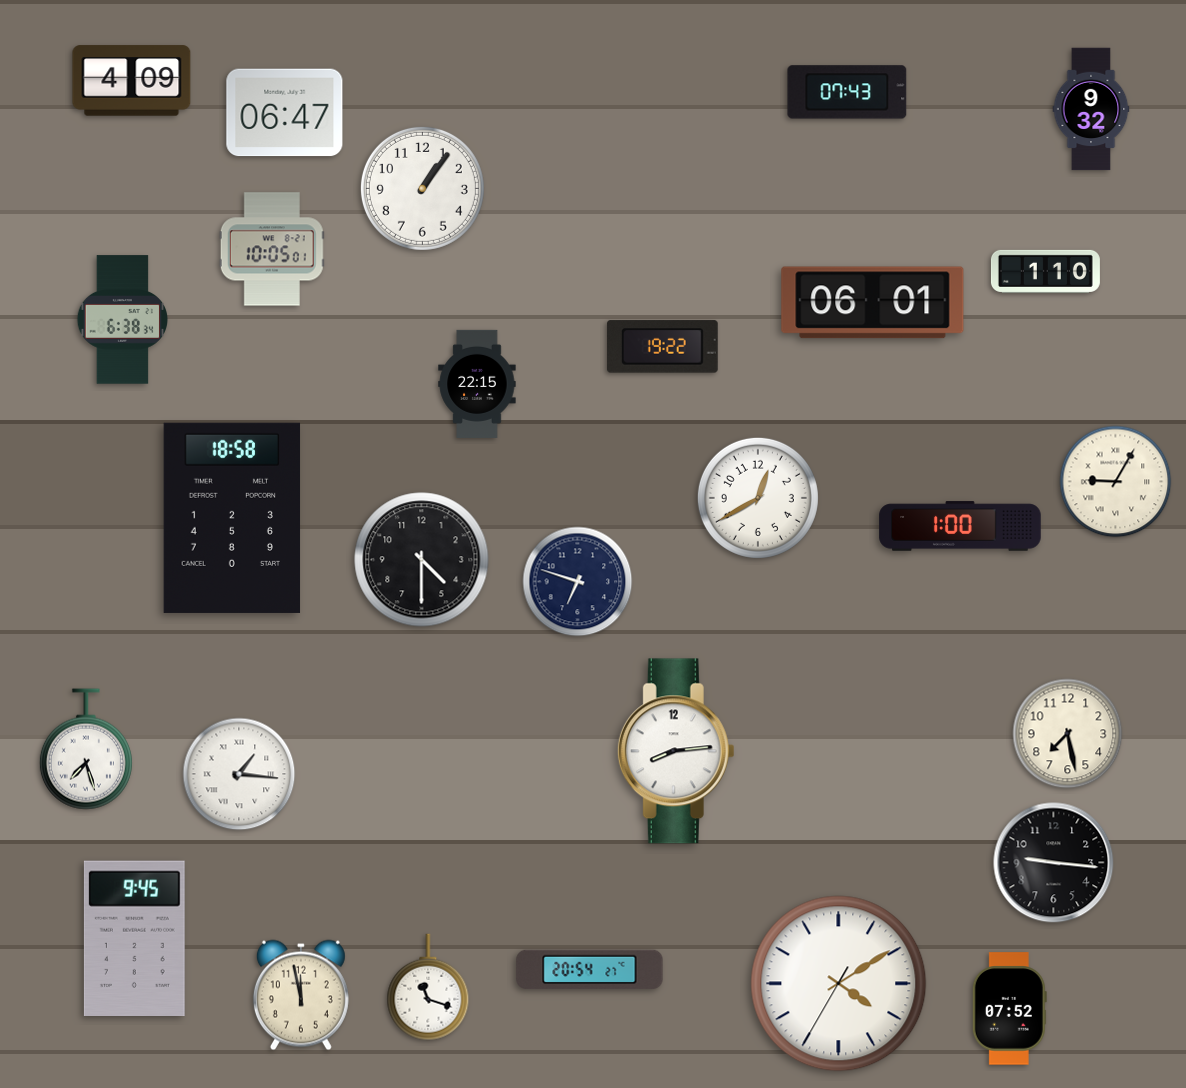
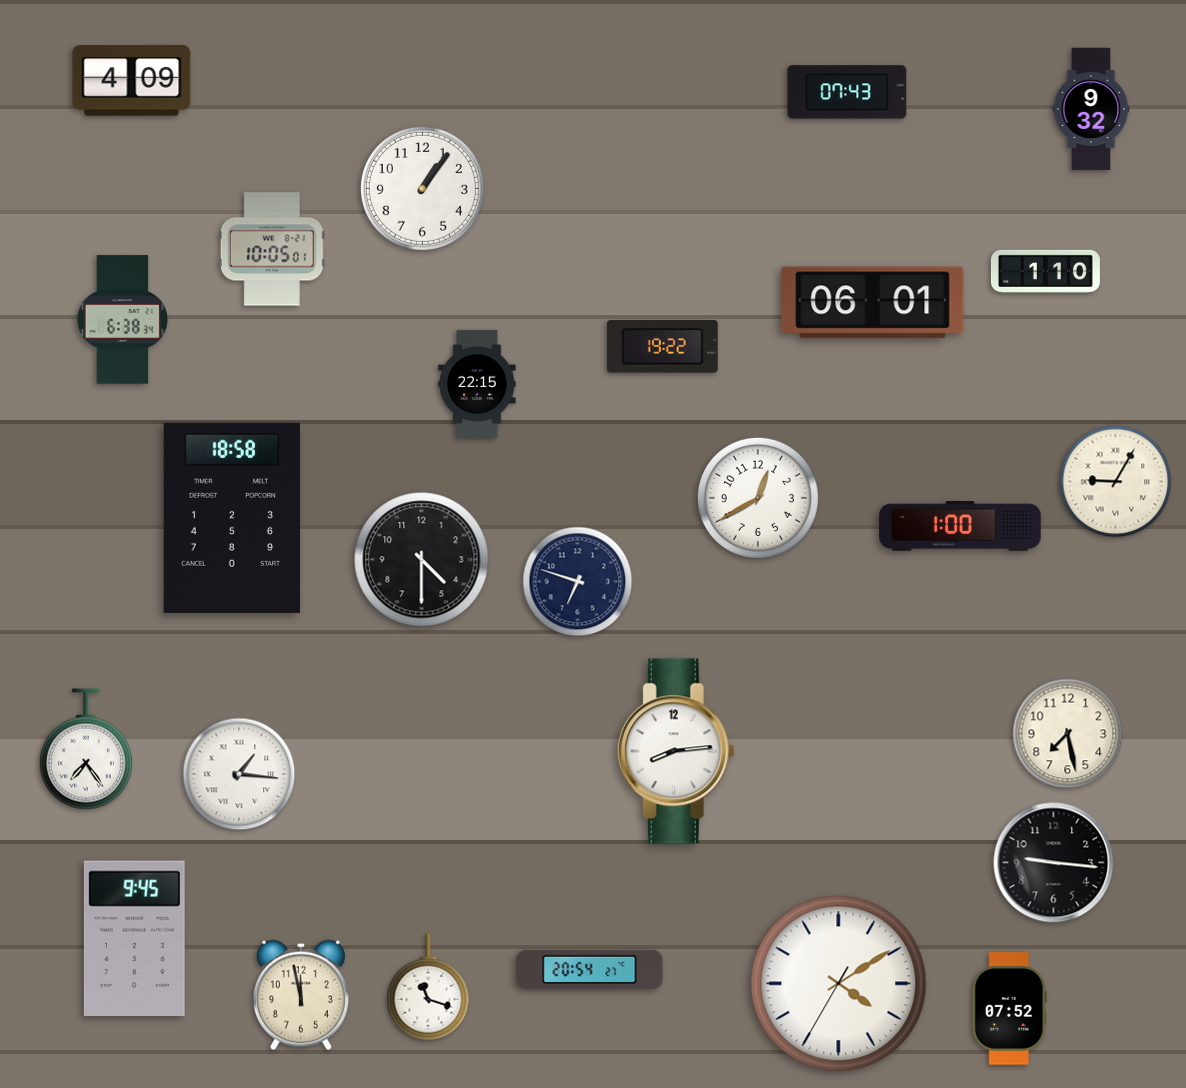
clock at (285, 113): 06:47 -> none
clock at (86, 749): 7:27 -> 7:24
